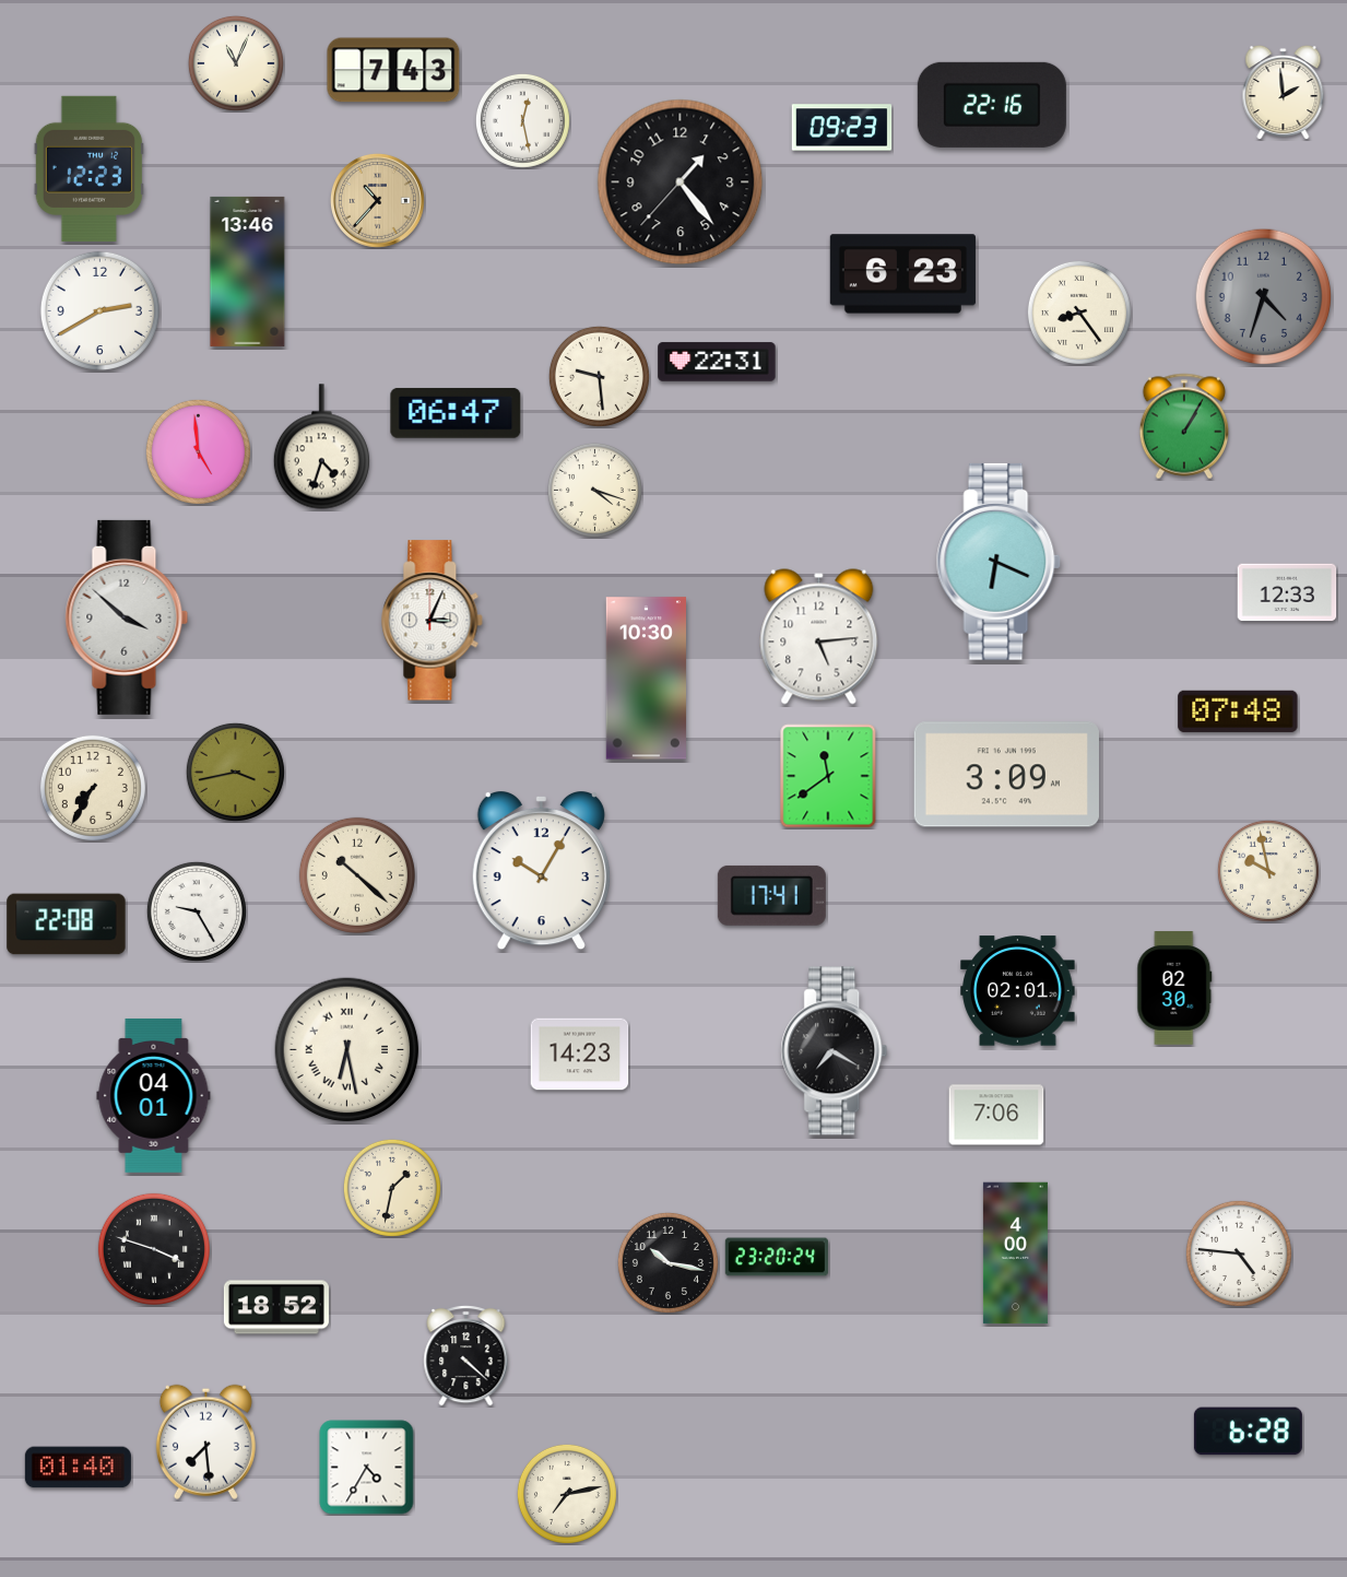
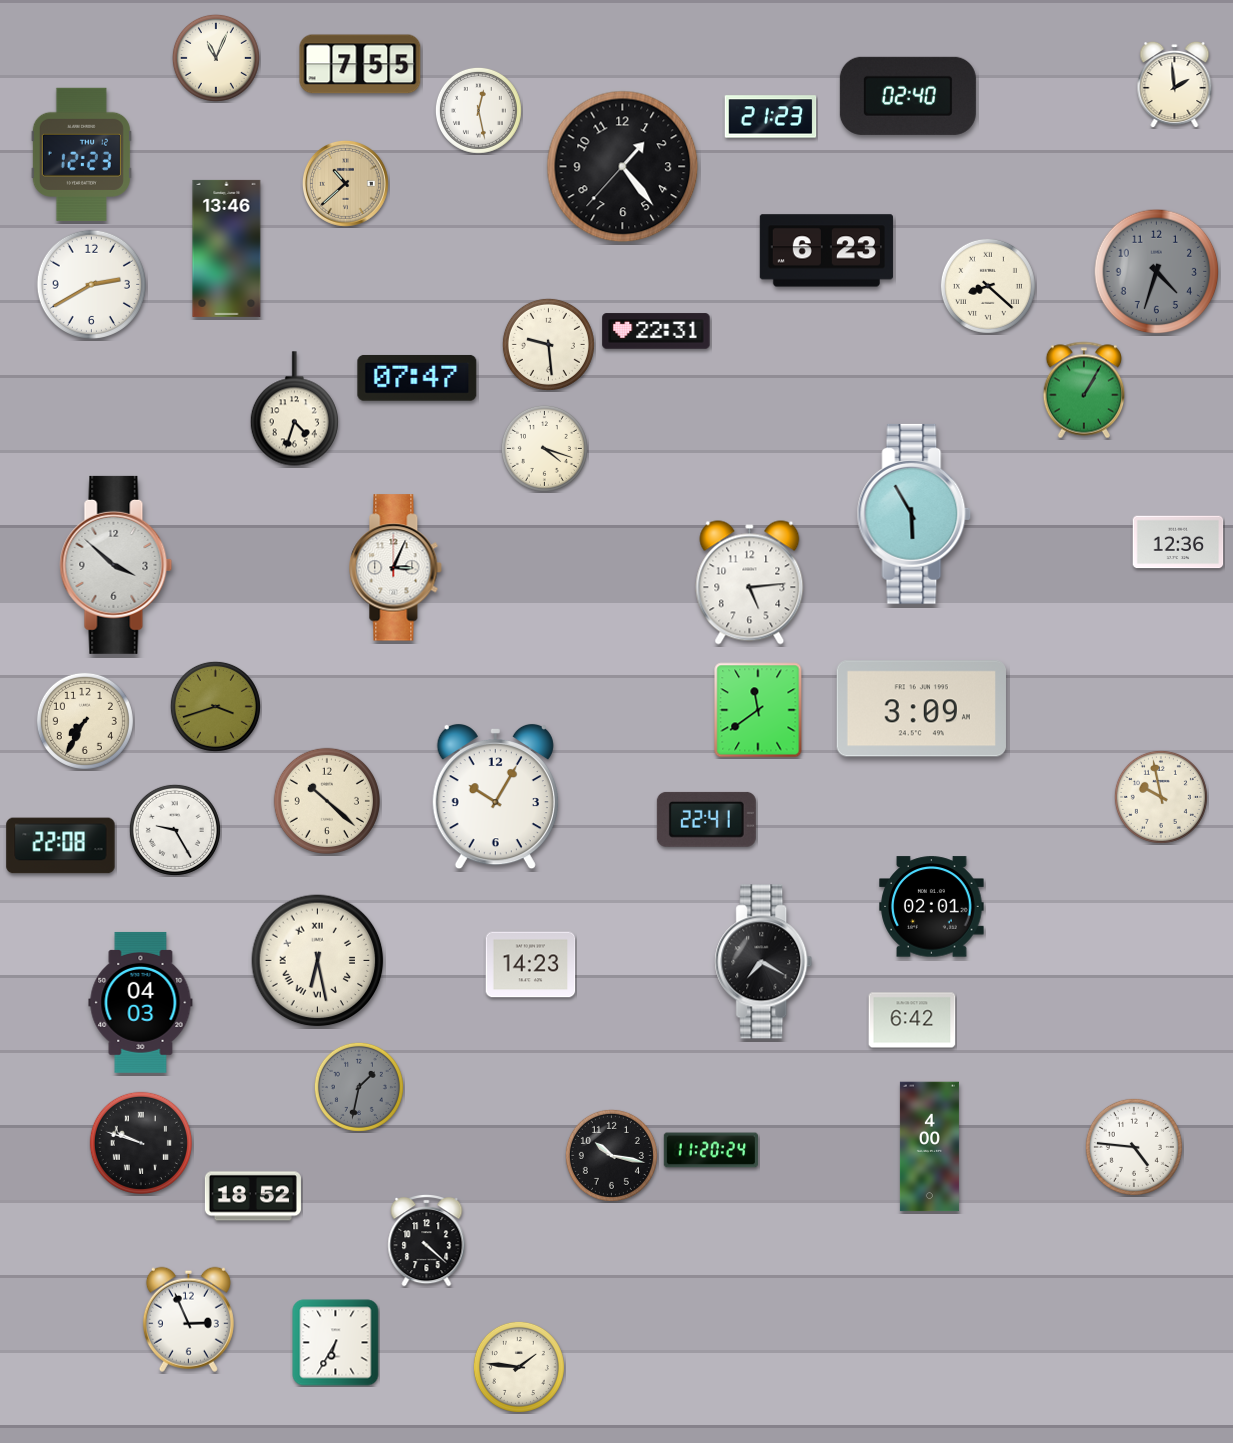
clock at (393, 70): 7:43 -> 7:55
clock at (992, 105): 22:16 -> 02:40
clock at (842, 128): 09:23 -> 21:23
clock at (377, 200): 10:37 -> 10:38
clock at (1079, 313): 8:24 -> 8:22
clock at (456, 413): 06:47 -> 07:47
clock at (198, 451): 4:59 -> none
clock at (999, 562): 6:19 -> 5:55
clock at (1287, 592): 12:33 -> 12:36
clock at (646, 679): 10:30 -> none
clock at (1238, 711): 07:48 -> none
clock at (235, 772): 3:43 -> 3:42
clock at (771, 895): 17:41 -> 22:41
clock at (197, 911) position: (197, 911) -> (175, 830)
clock at (1174, 988): 02:30 -> none
clock at (154, 1095): 04:01 -> 04:03
clock at (996, 1115): 7:06 -> 6:42
clock at (392, 1188) dial: cream -> grey
clock at (154, 1249): 3:48 -> 9:48
clock at (776, 1257): 23:20 -> 11:20
clock at (1248, 1432): 6:28 -> none
clock at (205, 1441): 7:29 -> 2:56
clock at (78, 1468): 01:40 -> none
clock at (367, 1468): 4:35 -> 6:35
clock at (567, 1494): 7:13 -> 1:46
